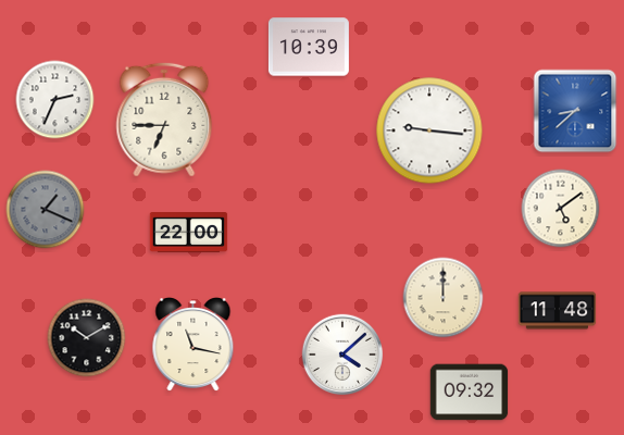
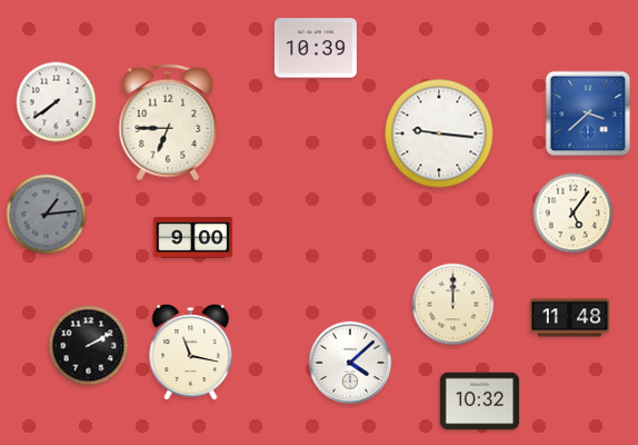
clock at (55, 100): 2:34 -> 7:39
clock at (575, 111): 8:38 -> 3:38
clock at (561, 209): 5:09 -> 5:06
clock at (46, 210): 1:19 -> 1:14
clock at (189, 233): 22:00 -> 9:00
clock at (87, 338): 10:10 -> 2:10
clock at (194, 345) position: (194, 345) -> (191, 353)
clock at (470, 393): 09:32 -> 10:32
